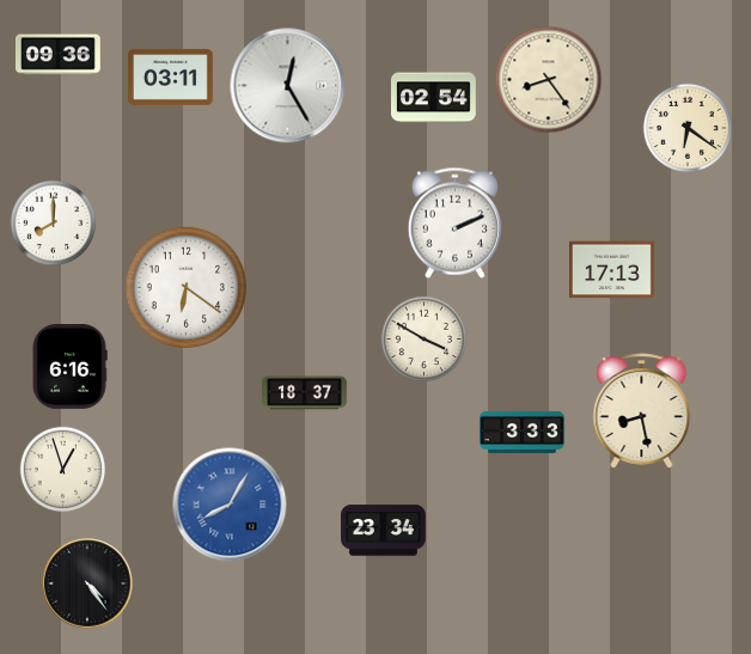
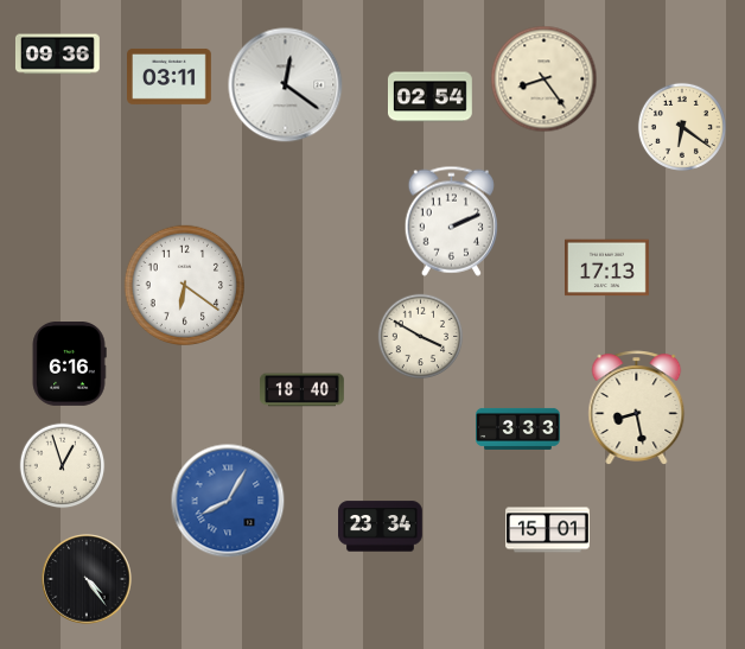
clock at (288, 86): 12:25 -> 12:21
clock at (54, 224): 8:00 -> none
clock at (305, 393): 18:37 -> 18:40
clock at (548, 530): none -> 15:01
